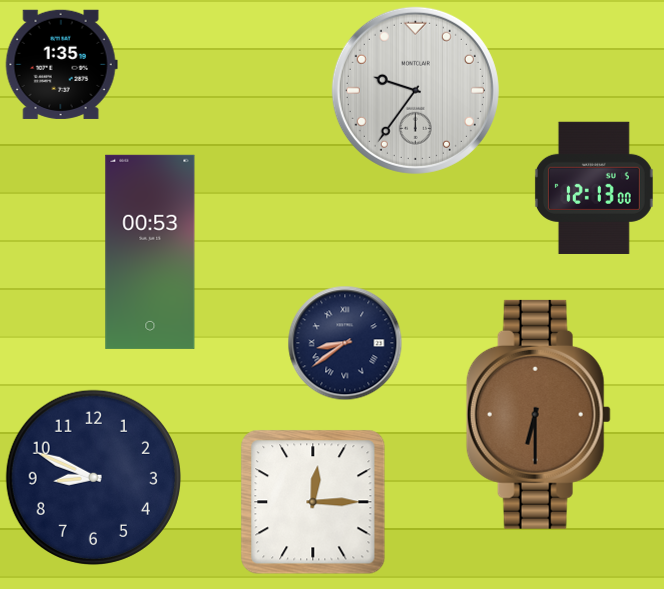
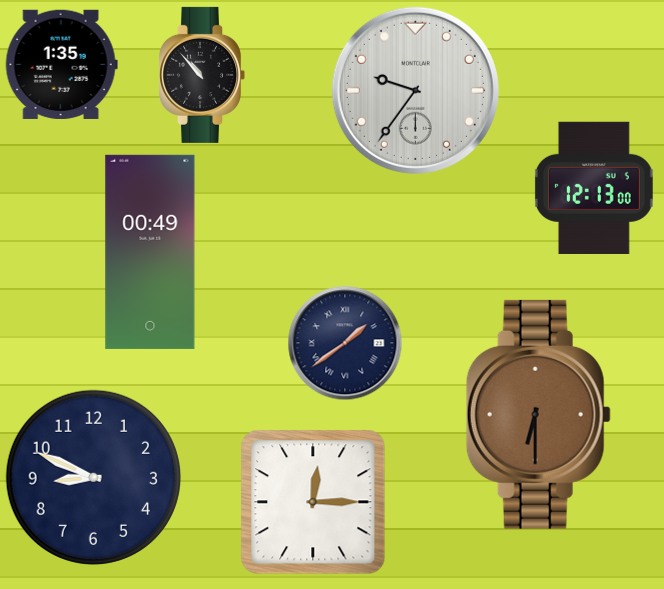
clock at (202, 75): none -> 10:53
clock at (150, 252): 00:53 -> 00:49
clock at (345, 343): 8:39 -> 1:39
